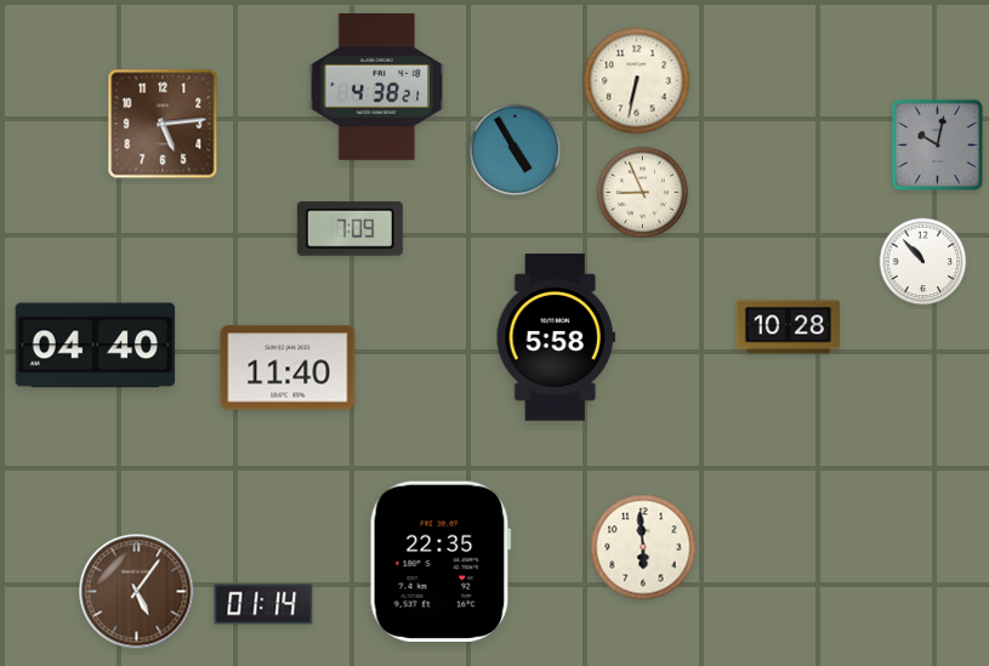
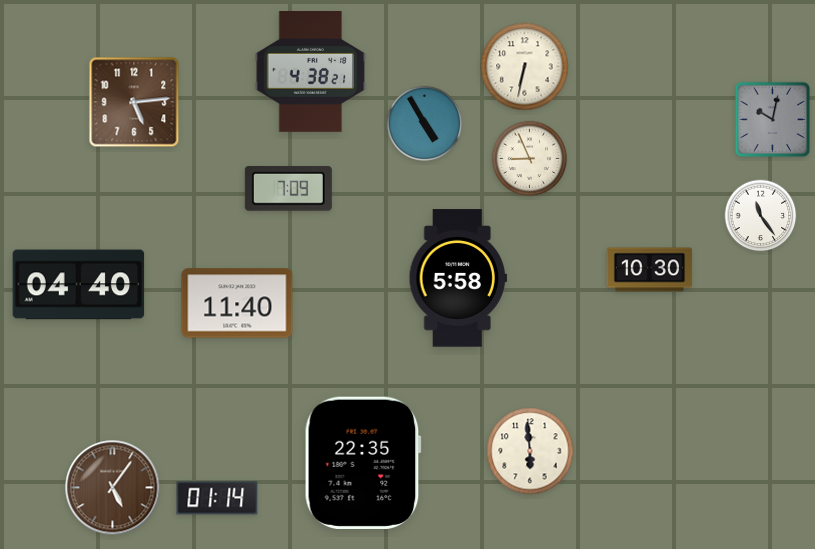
clock at (923, 262): 10:53 -> 11:24
clock at (789, 328): 10:28 -> 10:30
